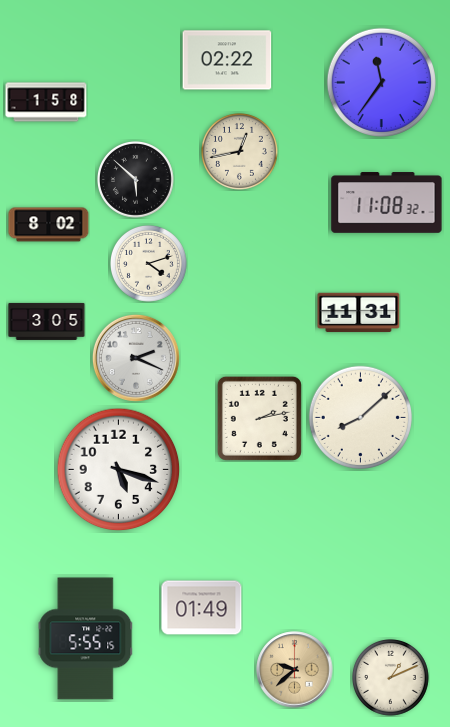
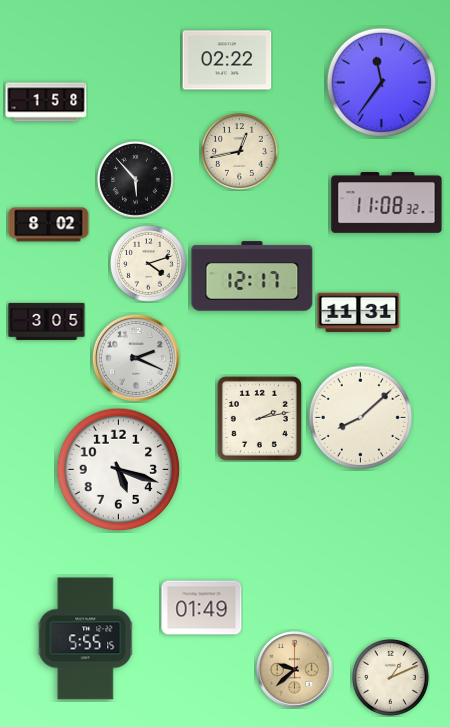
clock at (136, 180): 5:52 -> 5:53
clock at (252, 276): none -> 12:17
